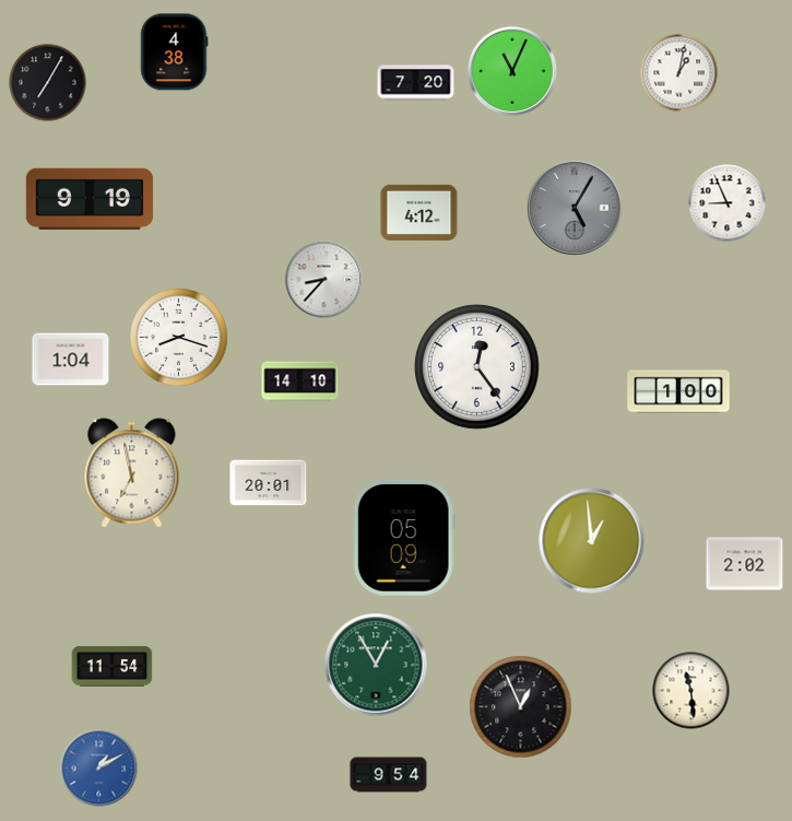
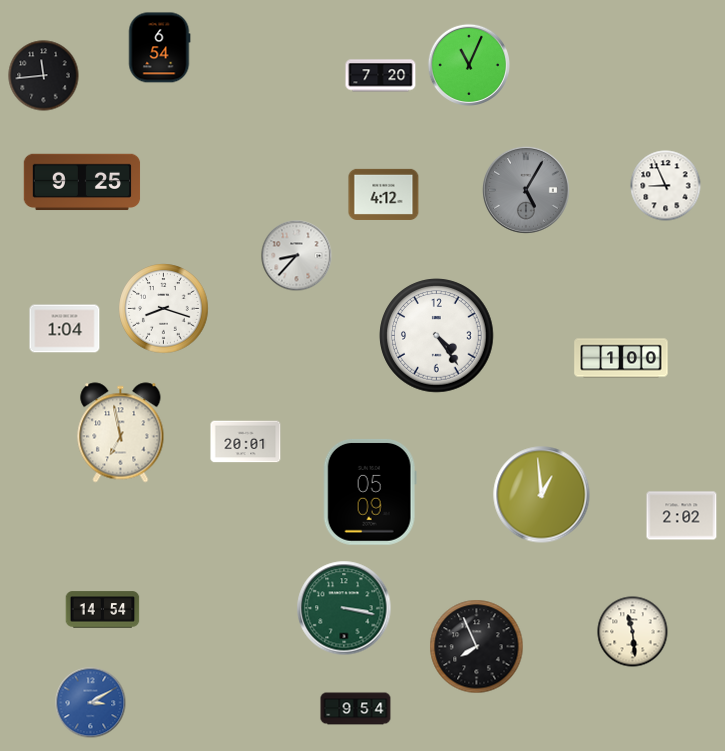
clock at (174, 52): 4:38 -> 6:54
clock at (679, 73): 1:02 -> none
clock at (48, 83): 7:05 -> 11:44
clock at (90, 199): 9:19 -> 9:25
clock at (477, 367): 12:24 -> 4:24
clock at (300, 382): 14:10 -> none
clock at (376, 665): 12:55 -> 3:17
clock at (113, 667): 11:54 -> 14:54
clock at (521, 707): 12:56 -> 7:56
clock at (99, 769): 1:10 -> 3:10
